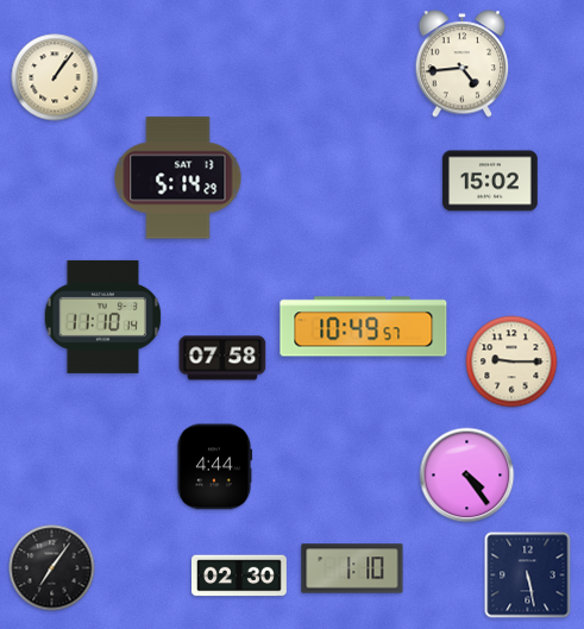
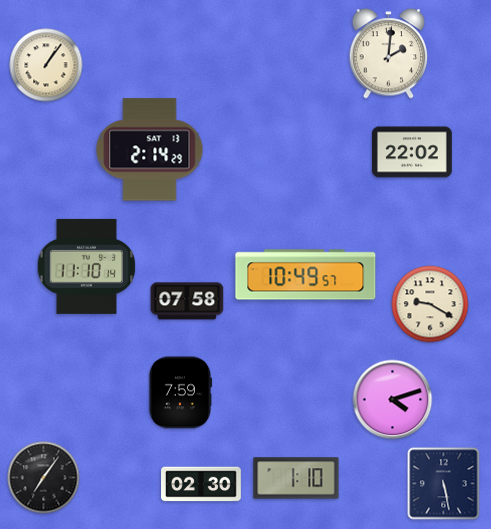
clock at (463, 64): 4:44 -> 2:01
clock at (178, 178): 5:14 -> 2:14
clock at (490, 181): 15:02 -> 22:02
clock at (511, 361): 9:15 -> 9:20
clock at (214, 467): 4:44 -> 7:59
clock at (467, 476): 4:24 -> 4:12
